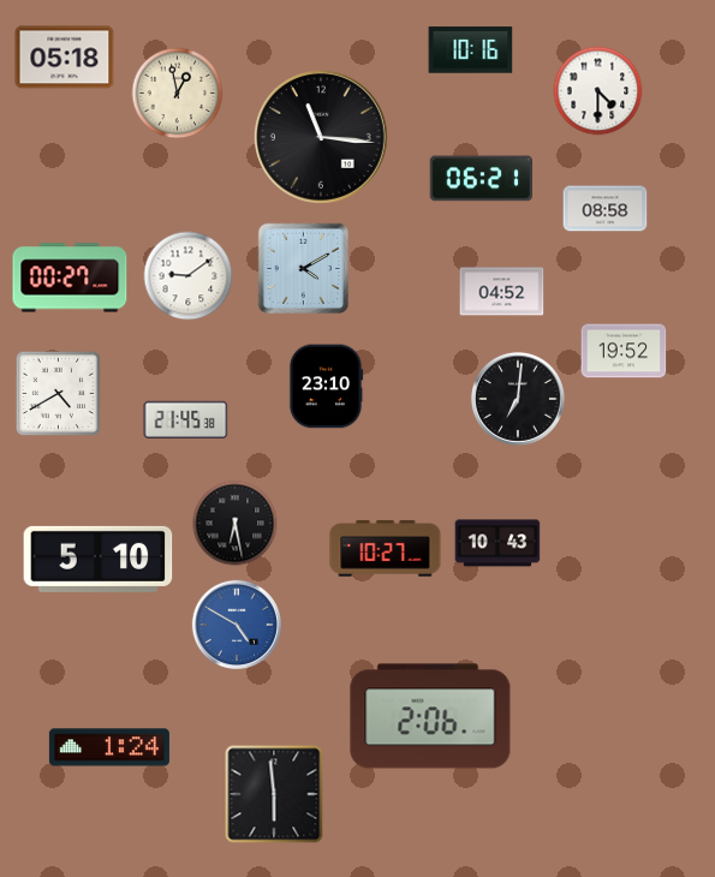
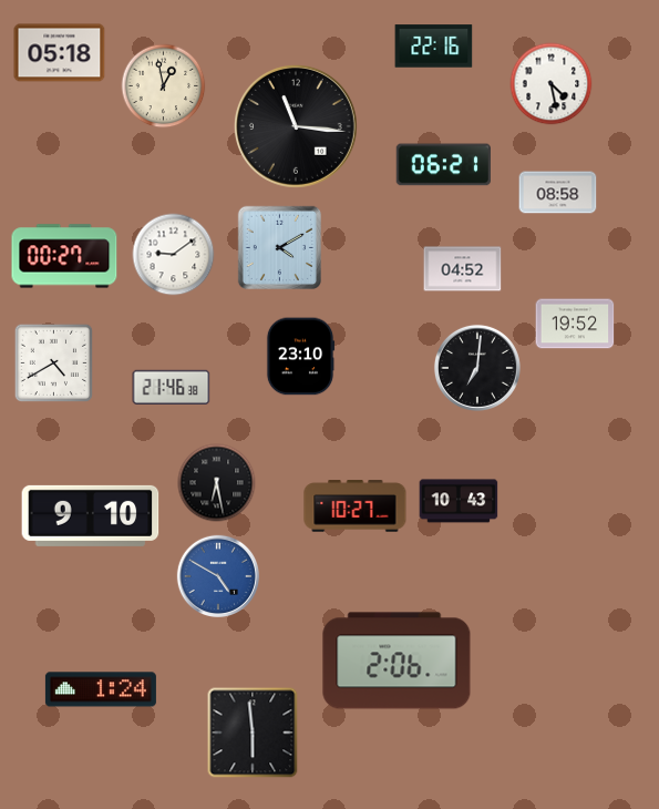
clock at (471, 50): 10:16 -> 22:16
clock at (598, 91): 4:30 -> 4:28
clock at (186, 419): 21:45 -> 21:46
clock at (99, 559): 5:10 -> 9:10
